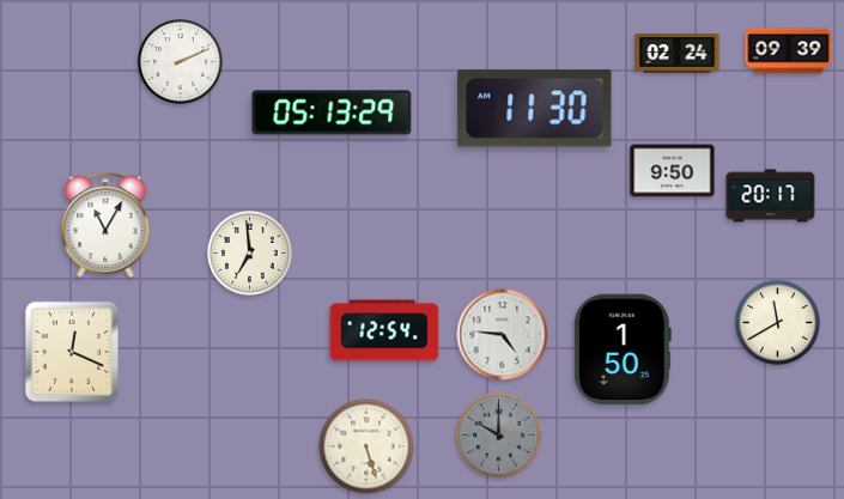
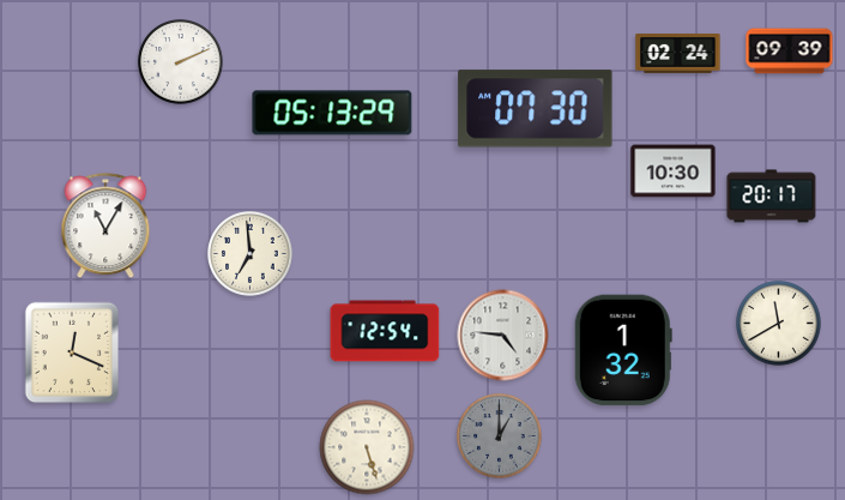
clock at (535, 109): 11:30 -> 07:30
clock at (673, 171): 9:50 -> 10:30
clock at (623, 349): 1:50 -> 1:32
clock at (499, 436): 10:00 -> 1:00
